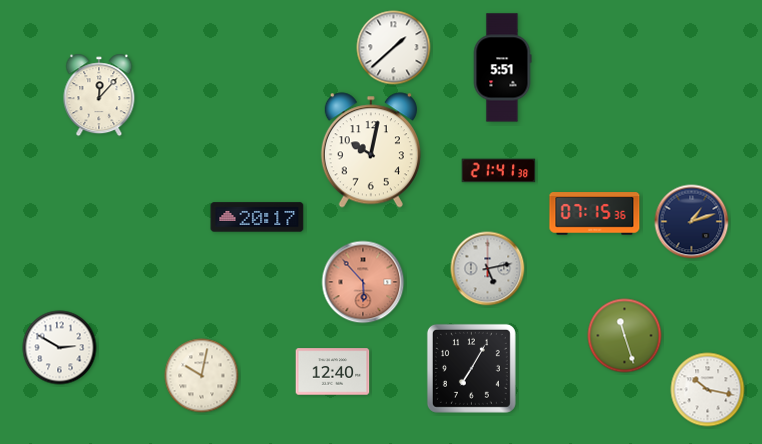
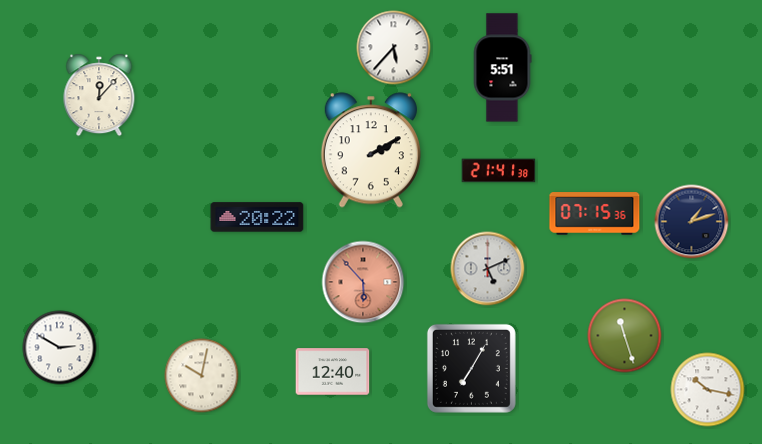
clock at (394, 48): 1:38 -> 5:37
clock at (371, 150): 10:02 -> 2:10
clock at (257, 217): 20:17 -> 20:22
clock at (488, 269): 5:13 -> 5:11
